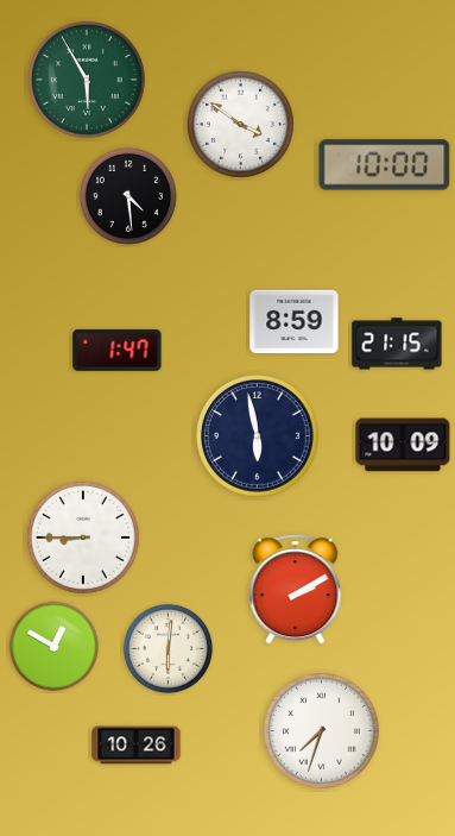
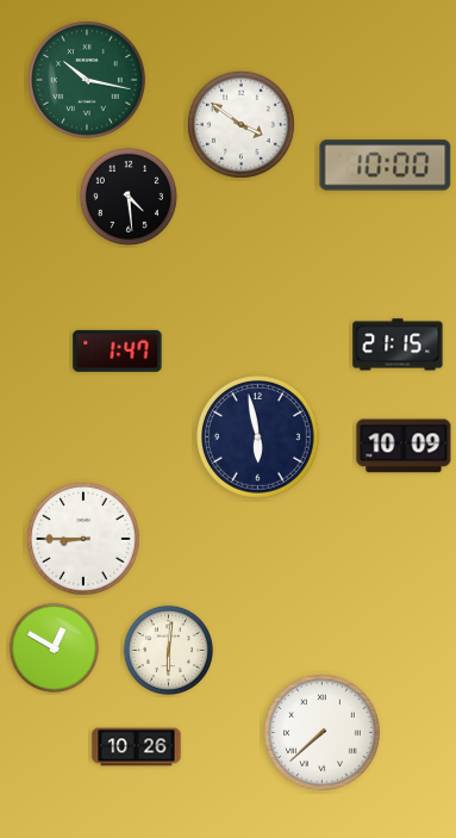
clock at (88, 81): 5:55 -> 10:17
clock at (295, 322): 8:59 -> none
clock at (296, 590): 2:10 -> none
clock at (322, 731): 7:33 -> 7:38
